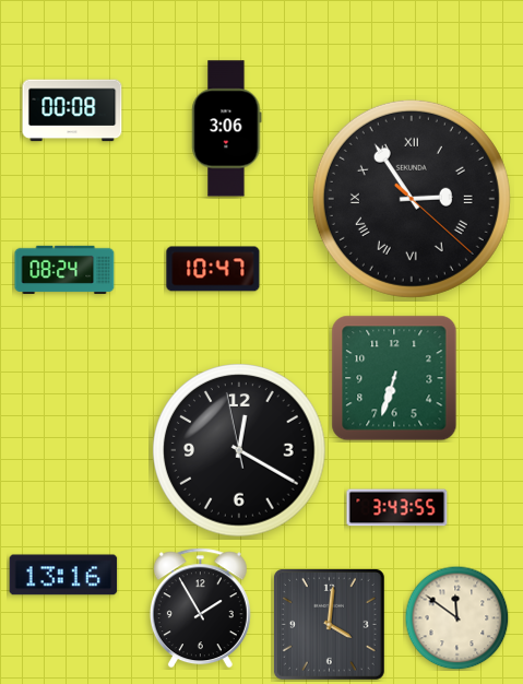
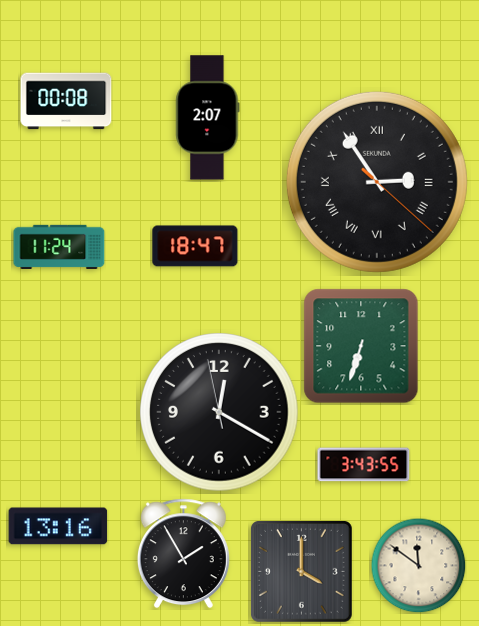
clock at (227, 129): 3:06 -> 2:07
clock at (213, 269): 10:47 -> 18:47
clock at (64, 270): 08:24 -> 11:24
clock at (200, 609) position: (200, 609) -> (183, 554)
clock at (329, 624): 4:01 -> 4:00
